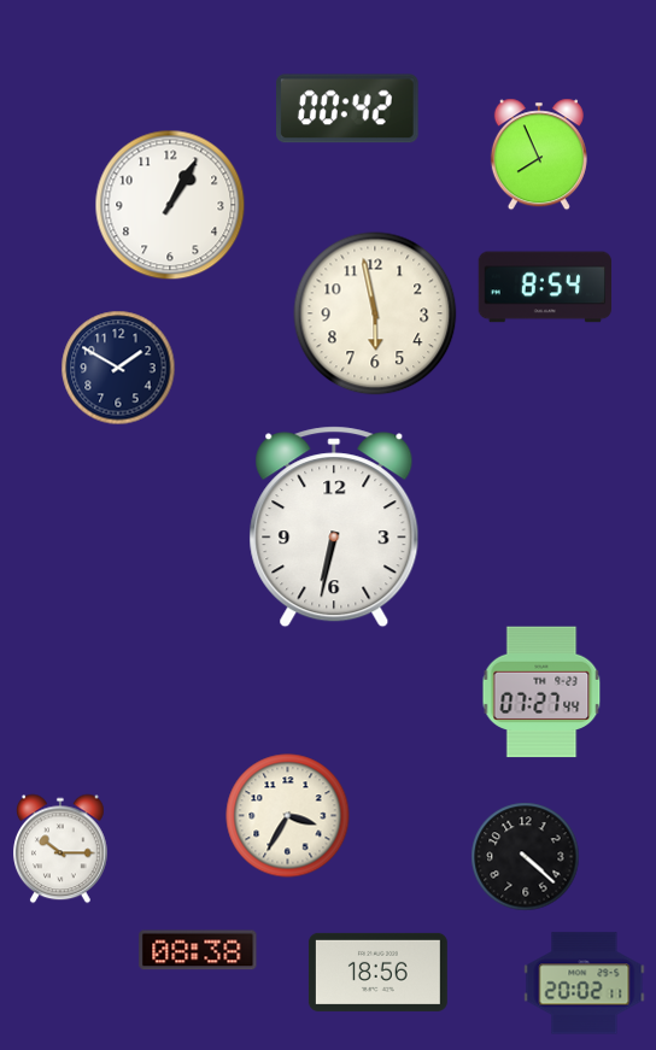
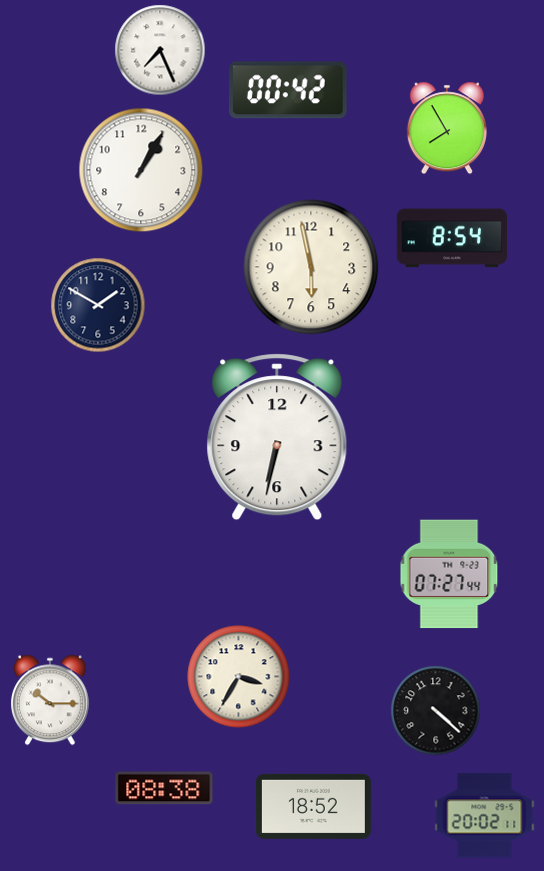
clock at (160, 50): none -> 7:26
clock at (539, 154): 7:56 -> 7:55
clock at (375, 313) position: (375, 313) -> (311, 267)
clock at (61, 849) position: (61, 849) -> (51, 700)
clock at (377, 972): 18:56 -> 18:52
